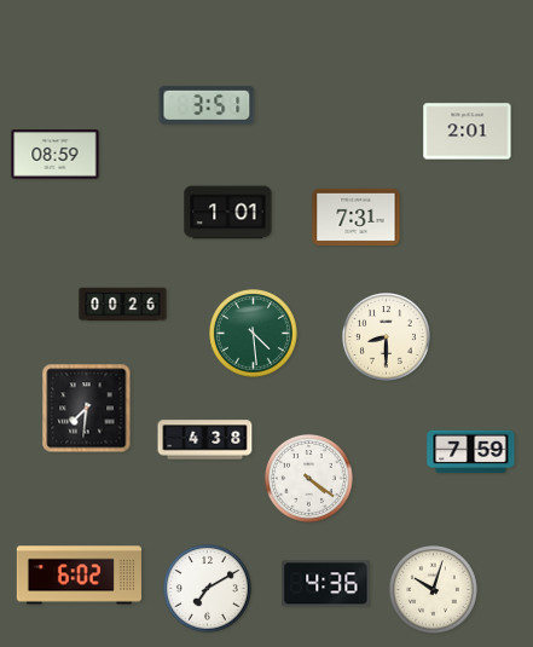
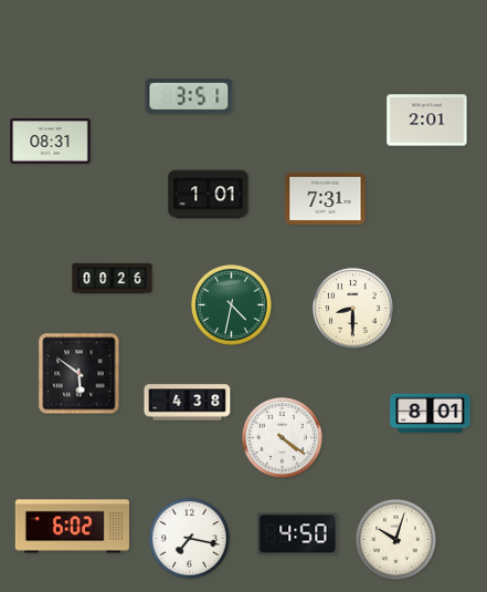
clock at (56, 155): 08:59 -> 08:31
clock at (254, 334): 4:29 -> 4:32
clock at (87, 409): 7:31 -> 5:51
clock at (471, 452): 7:59 -> 8:01
clock at (326, 584): 4:36 -> 4:50
clock at (208, 589): 7:10 -> 7:17
